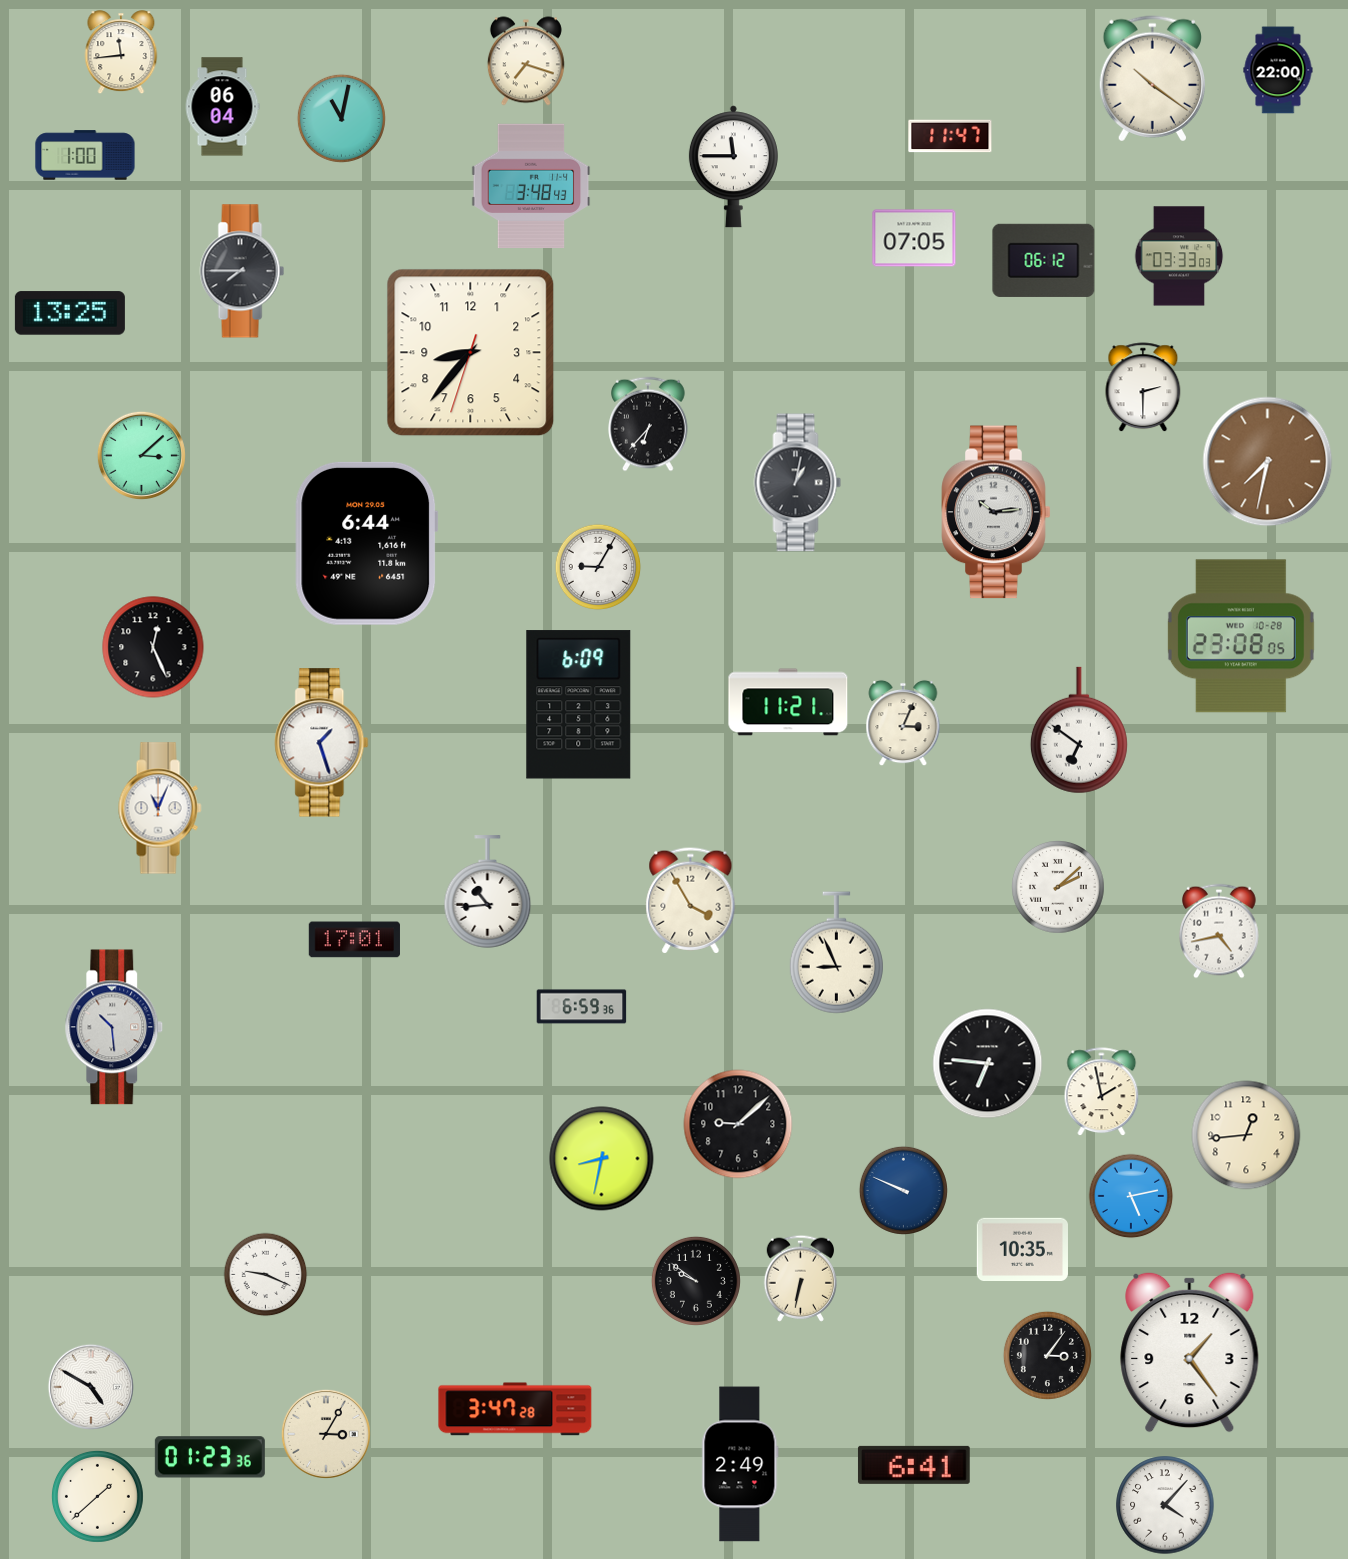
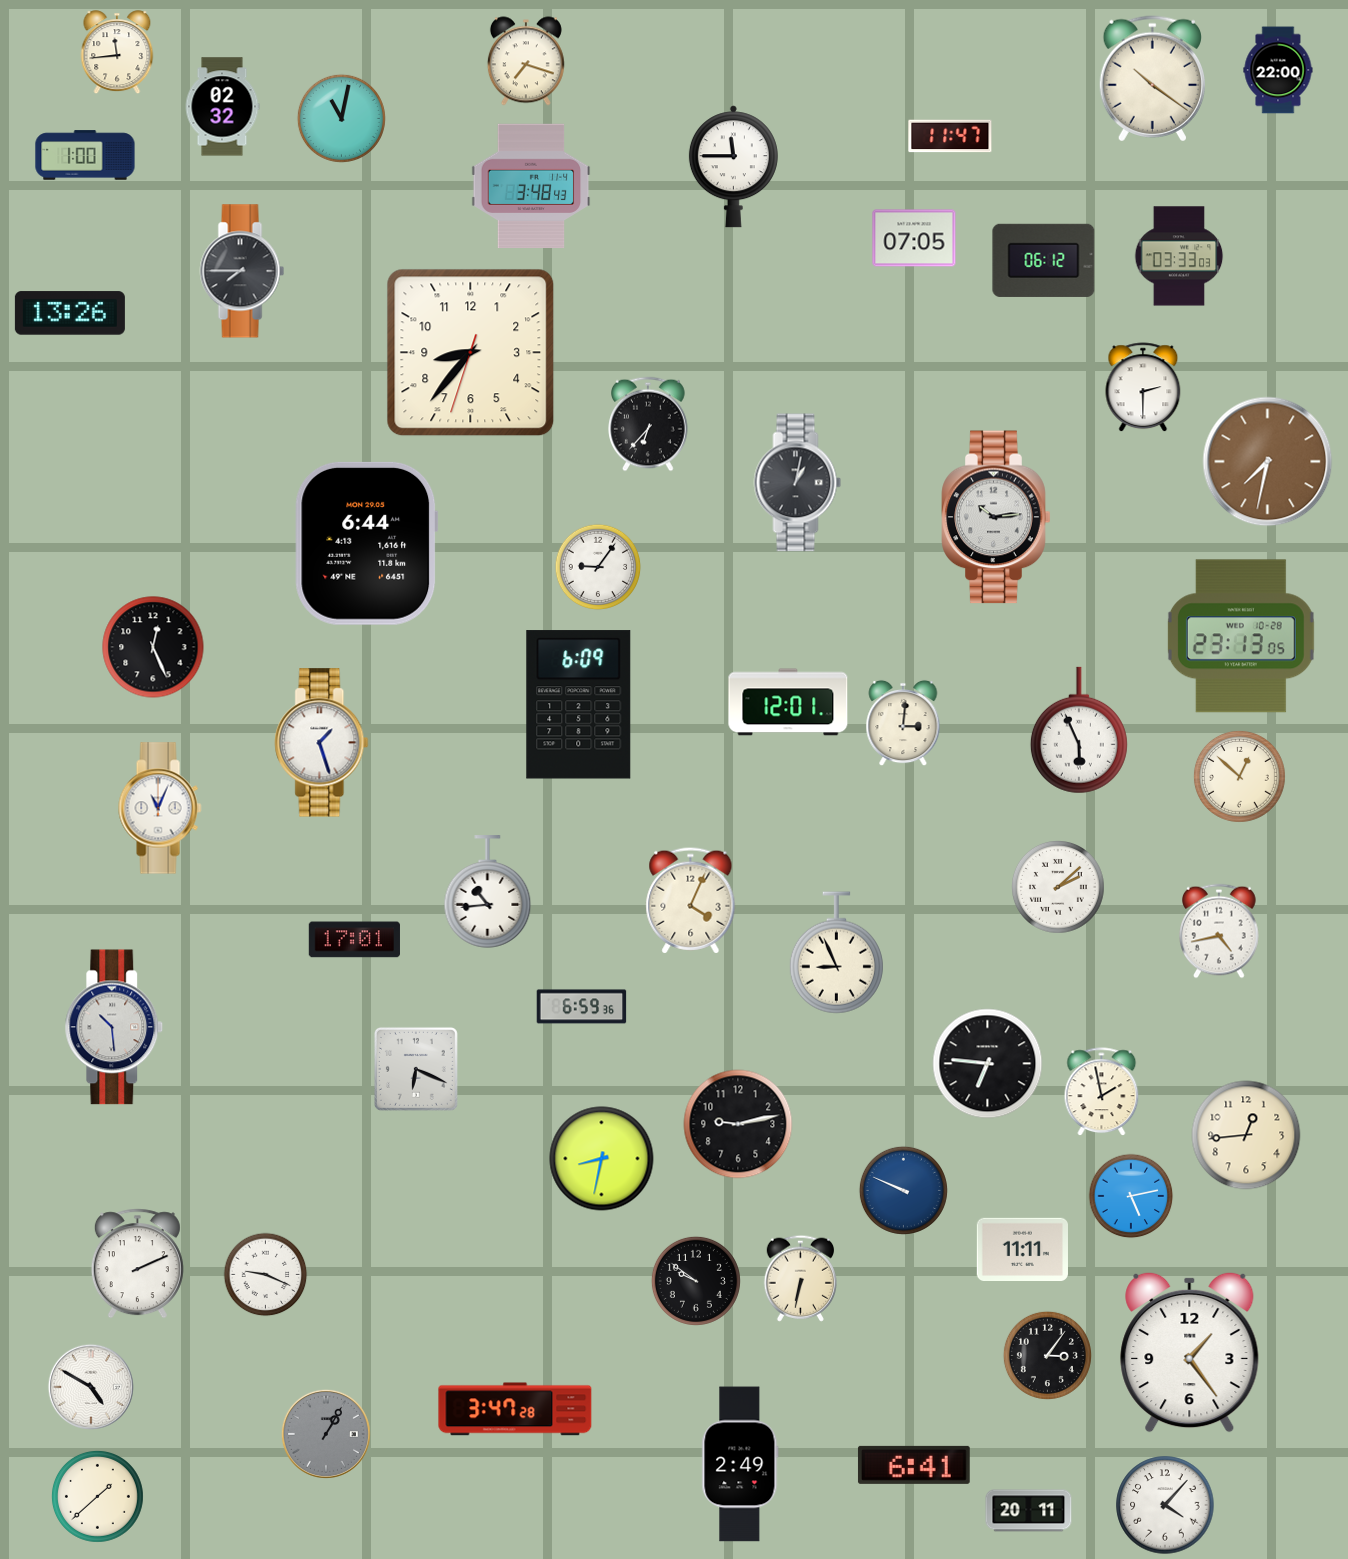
clock at (121, 53) position: (121, 53) -> (117, 53)
clock at (222, 107): 06:04 -> 02:32
clock at (70, 313): 13:25 -> 13:26
clock at (141, 455): 3:08 -> none
clock at (996, 512) position: (996, 512) -> (996, 517)
clock at (598, 567): 9:05 -> 9:06
clock at (1241, 636): 23:08 -> 23:13
clock at (788, 702): 11:21 -> 12:01
clock at (903, 723): 3:04 -> 3:01
clock at (1079, 730): 6:51 -> 5:56
clock at (1239, 776): none -> 12:52
clock at (691, 901): 3:55 -> 4:04
clock at (416, 1069): none -> 6:19
clock at (738, 1124): 9:08 -> 9:13
clock at (1022, 1249): 10:35 -> 11:11
clock at (137, 1264): none -> 2:11
clock at (326, 1434): 3:05 -> 1:05
clock at (326, 1434) dial: cream -> grey
clock at (210, 1457): 01:23 -> none
clock at (1029, 1511): none -> 20:11
